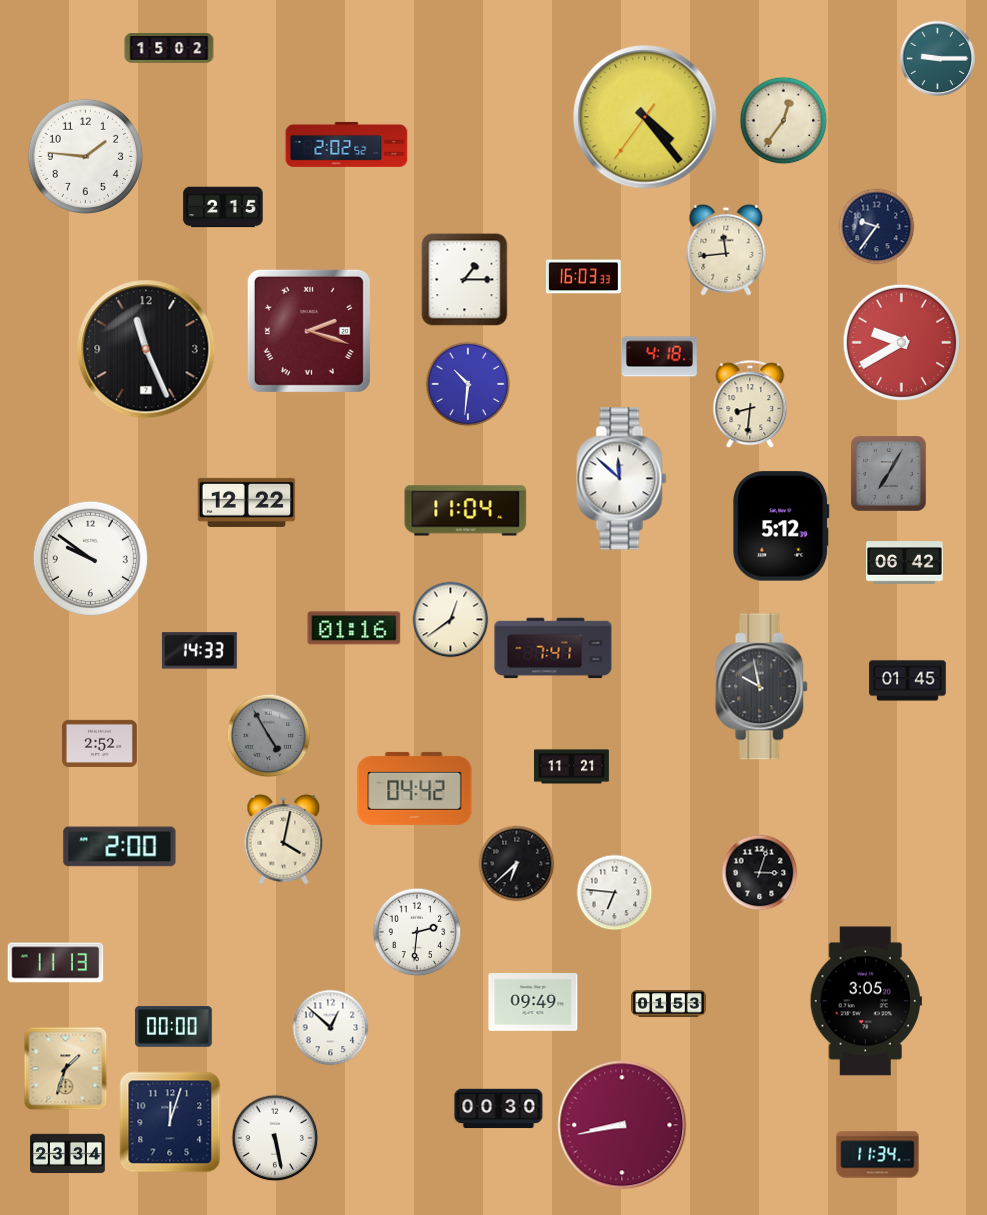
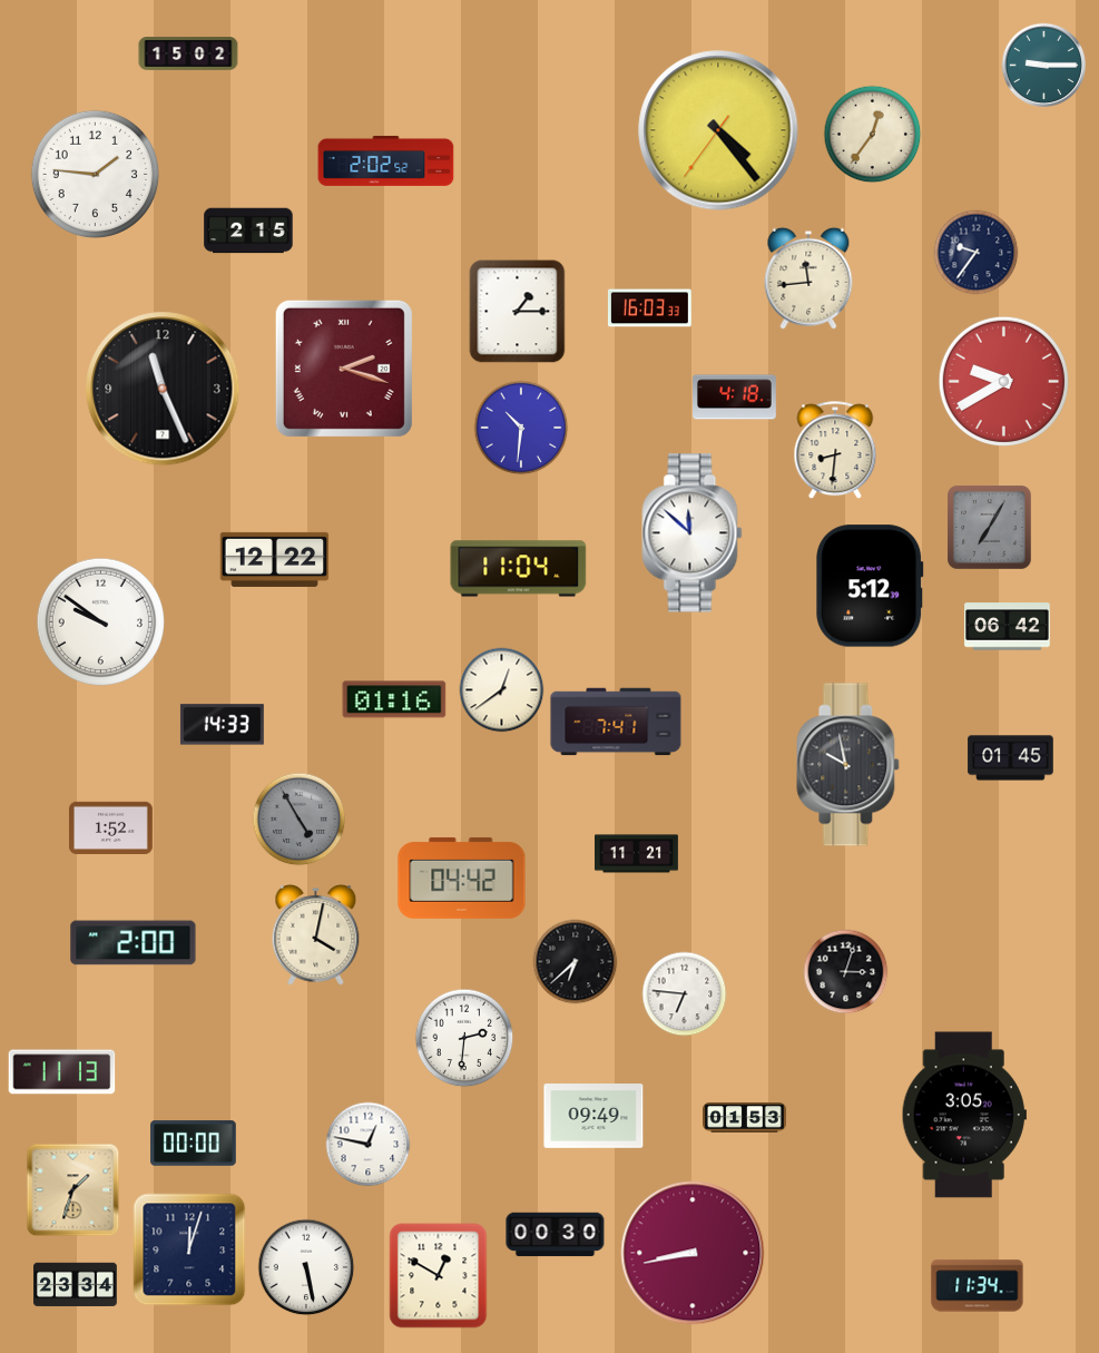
clock at (100, 743): 2:52 -> 1:52
clock at (331, 1028): 12:52 -> 12:47
clock at (439, 1276): none -> 12:50
